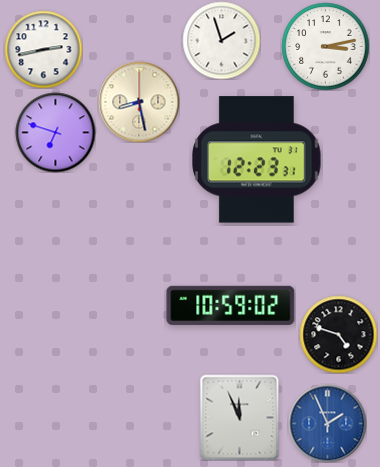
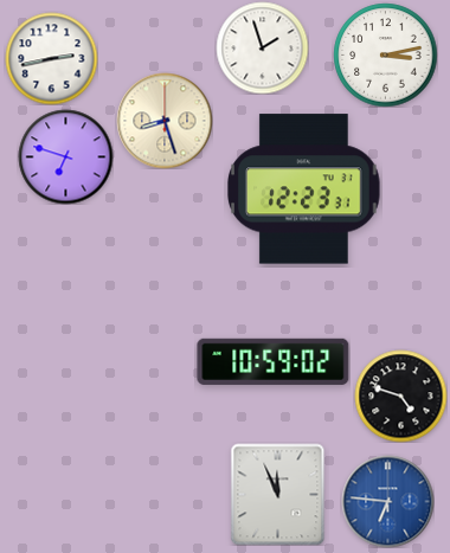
clock at (139, 102): 8:28 -> 8:27
clock at (240, 417) position: (240, 417) -> (278, 494)
clock at (327, 423): 1:56 -> 6:46
